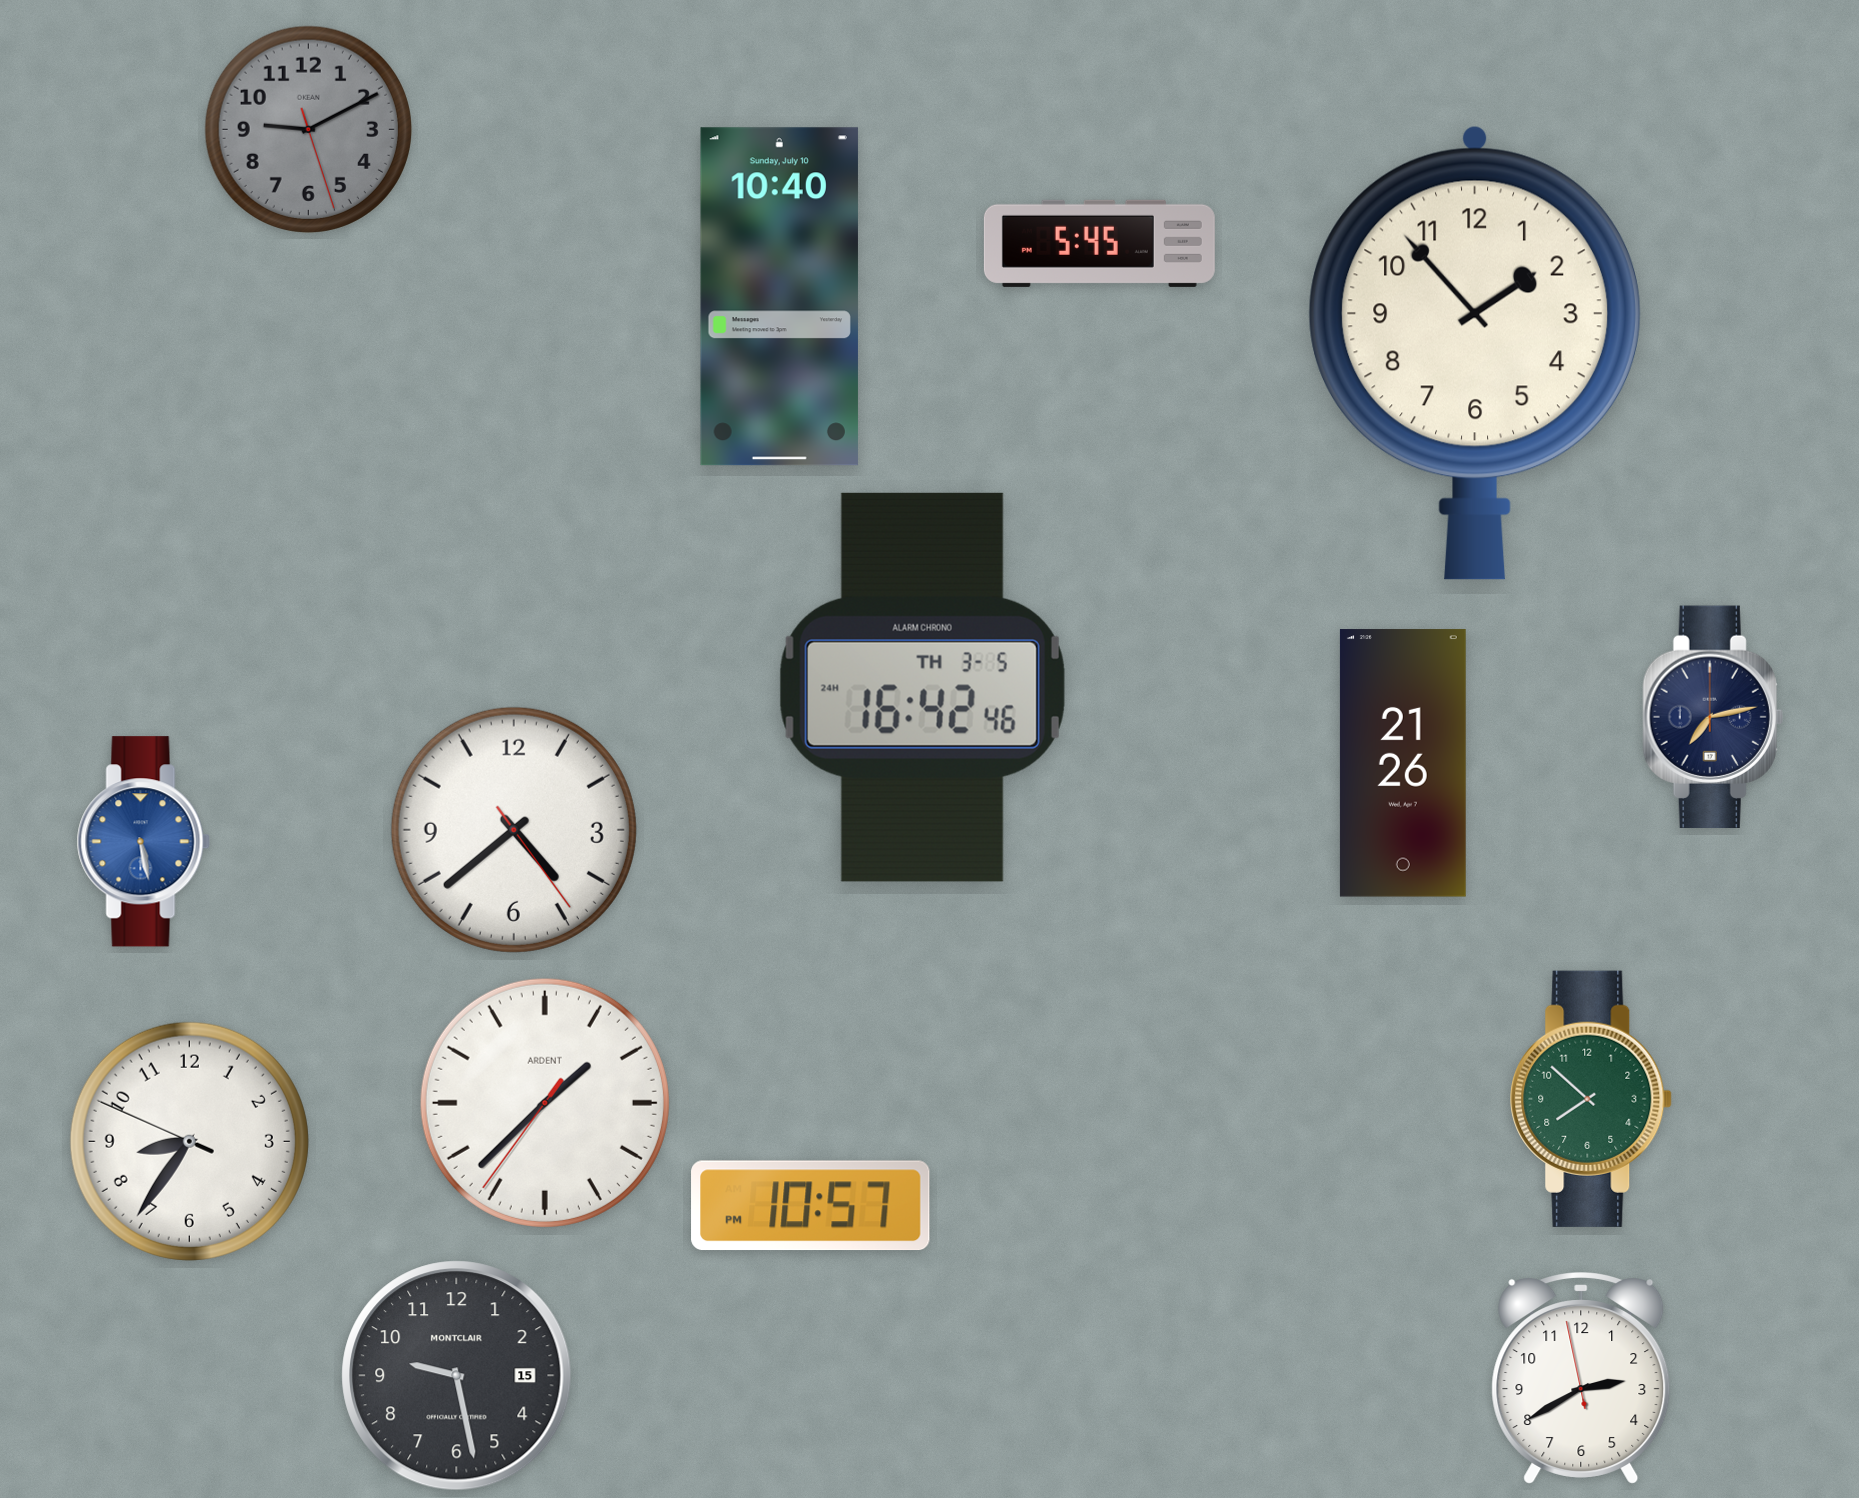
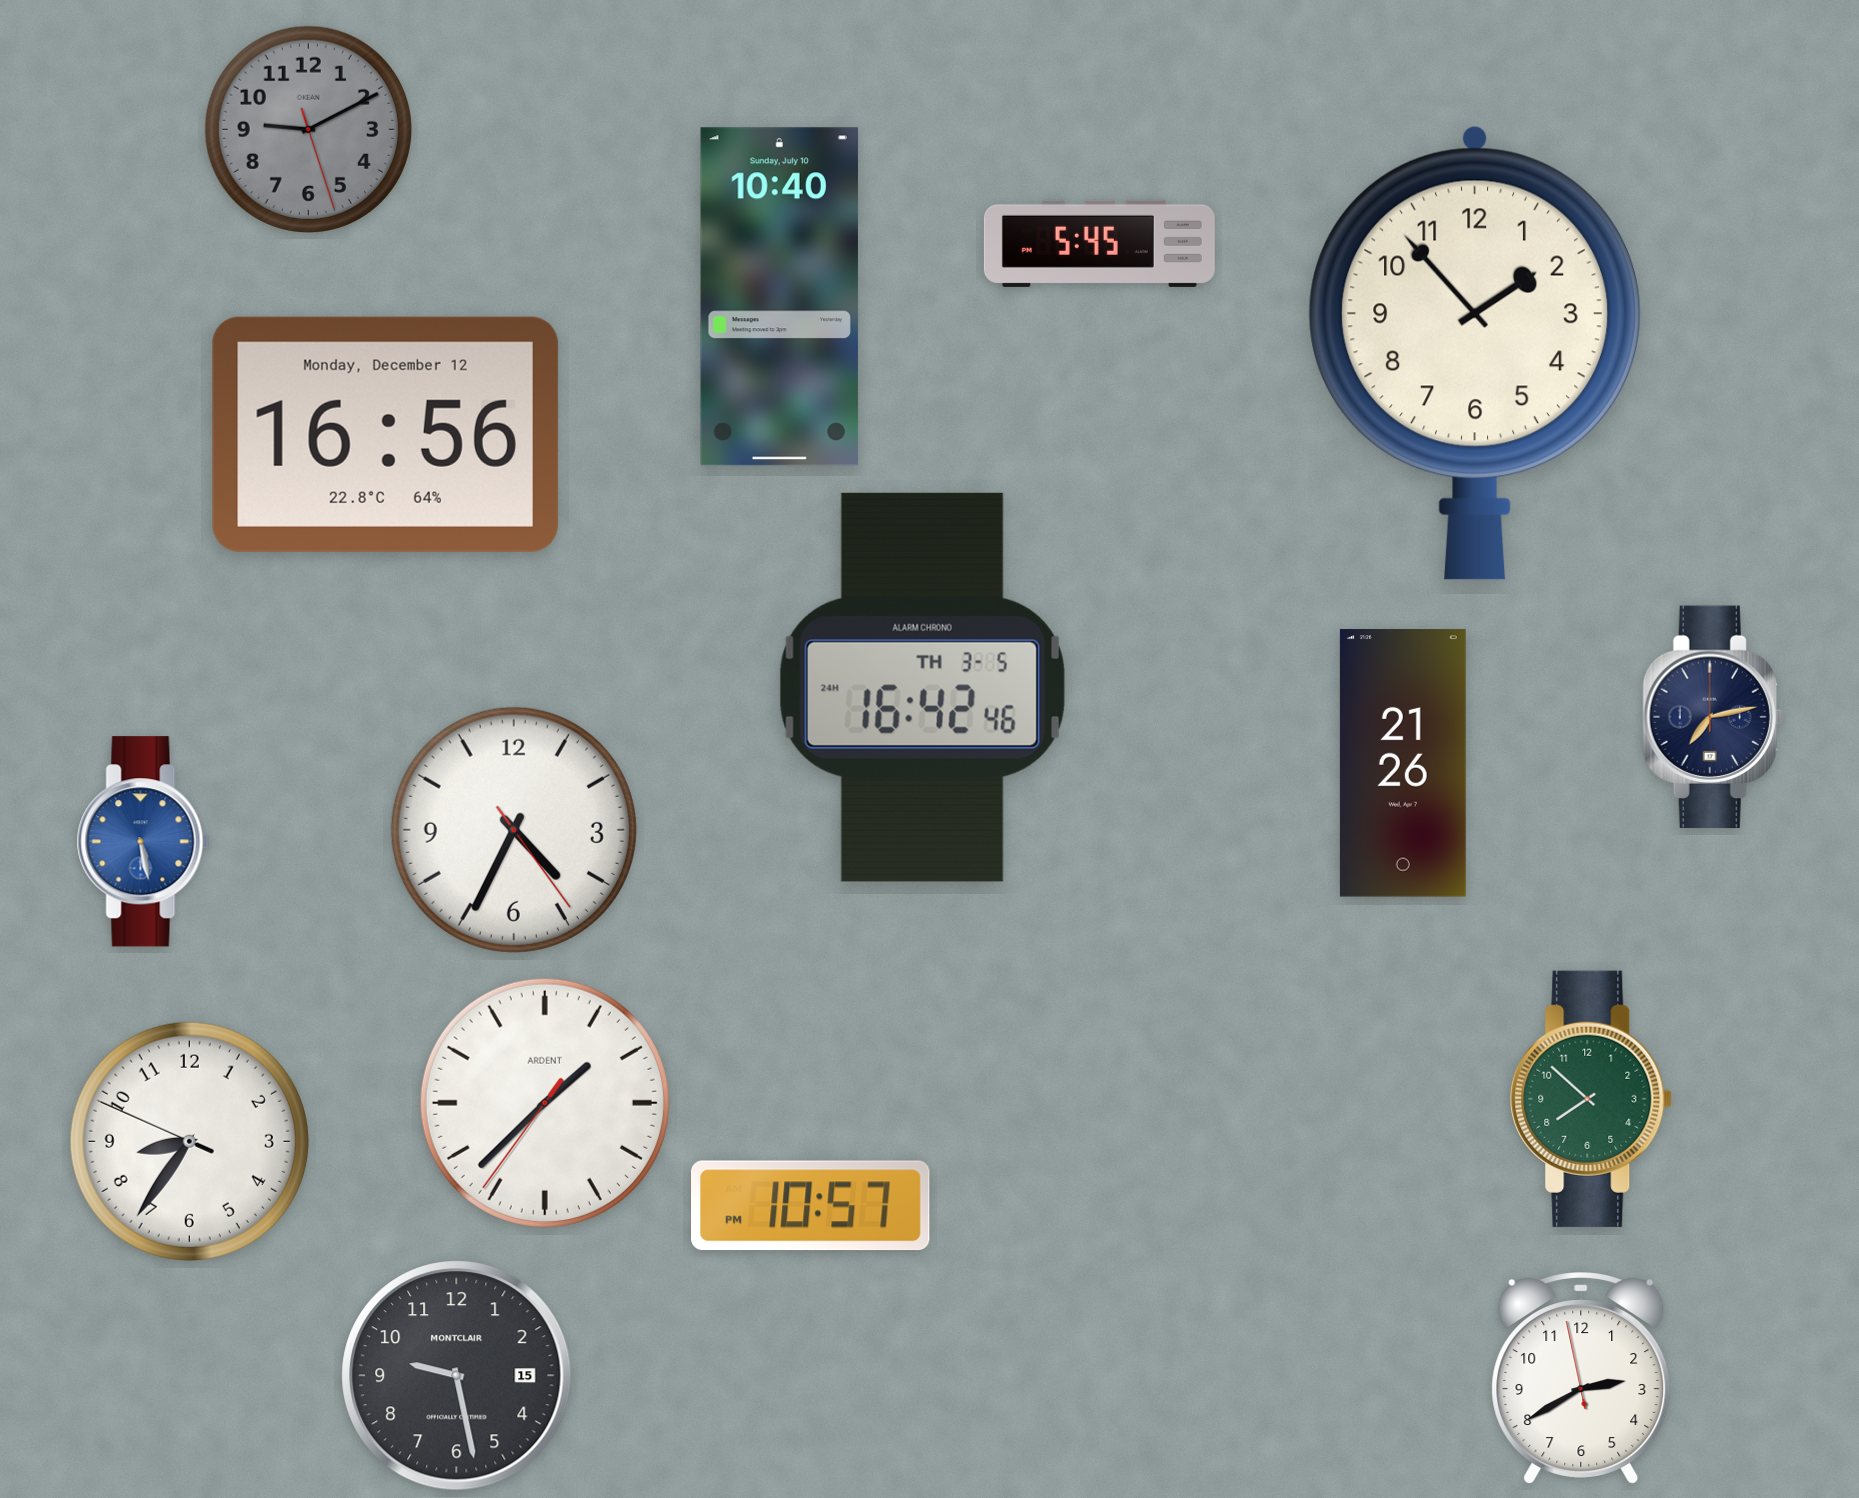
clock at (385, 434): none -> 16:56
clock at (514, 830): 4:38 -> 4:34
